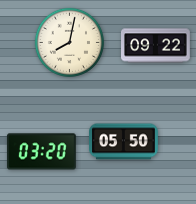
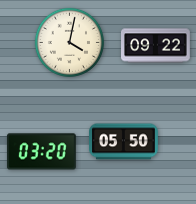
clock at (69, 42): 8:02 -> 4:02
